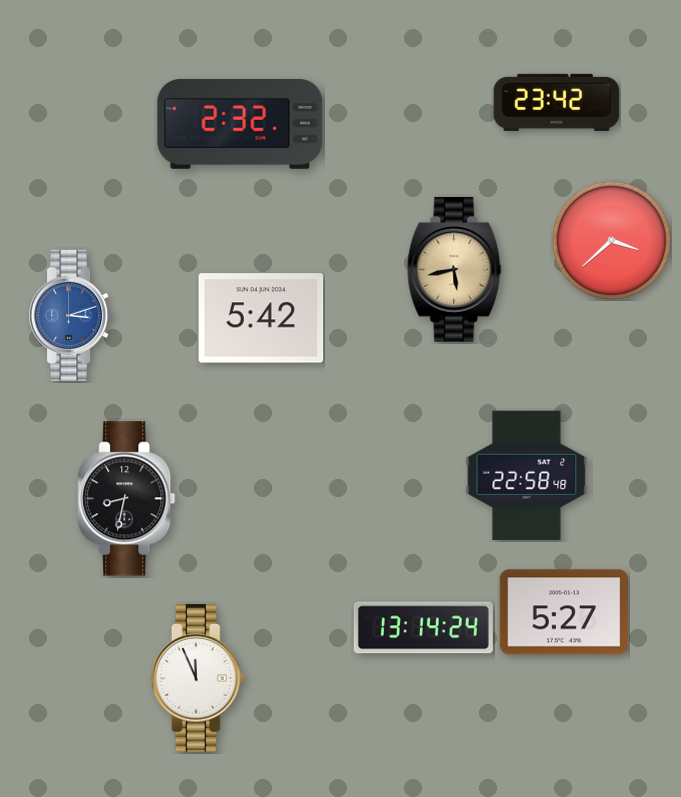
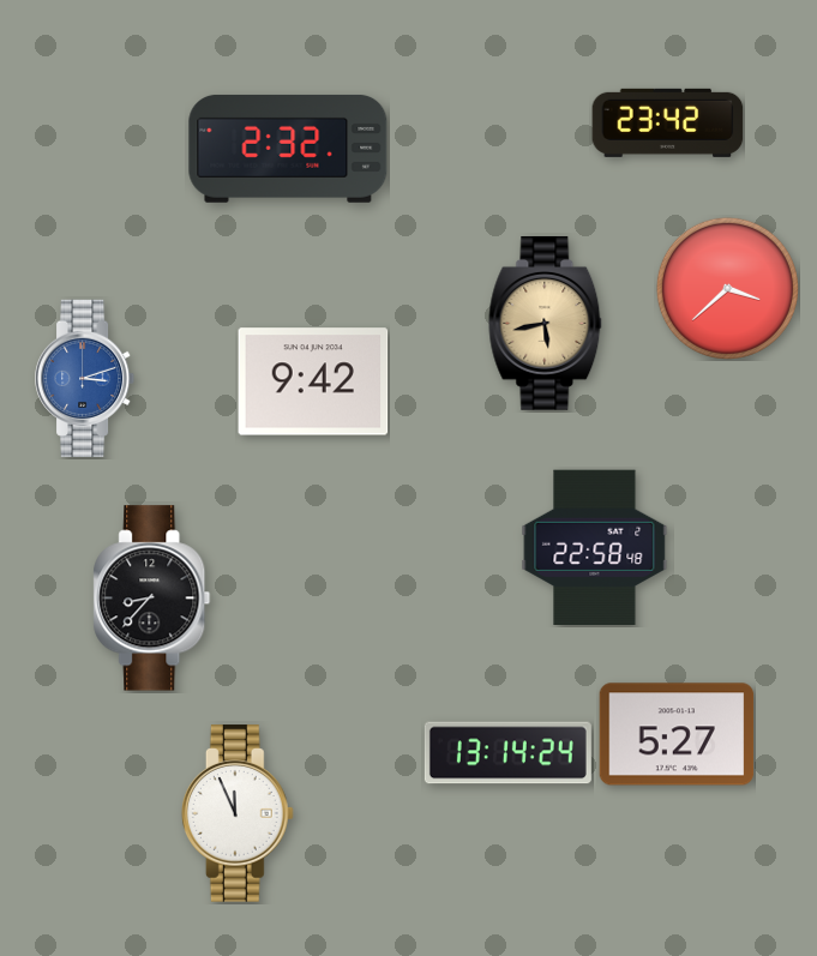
clock at (611, 240) position: (611, 240) -> (727, 288)
clock at (261, 318): 5:42 -> 9:42
clock at (527, 475) position: (527, 475) -> (595, 547)
clock at (127, 499): 8:32 -> 8:37
